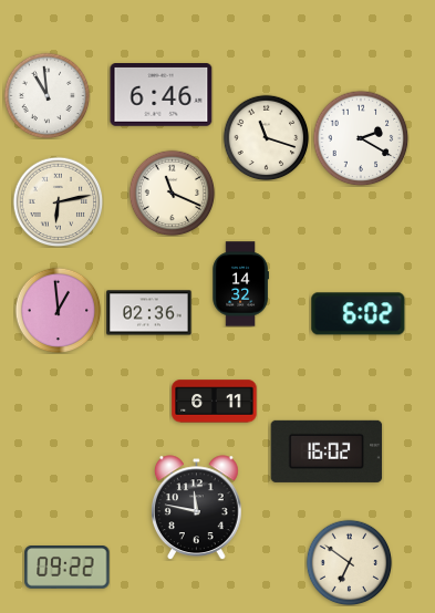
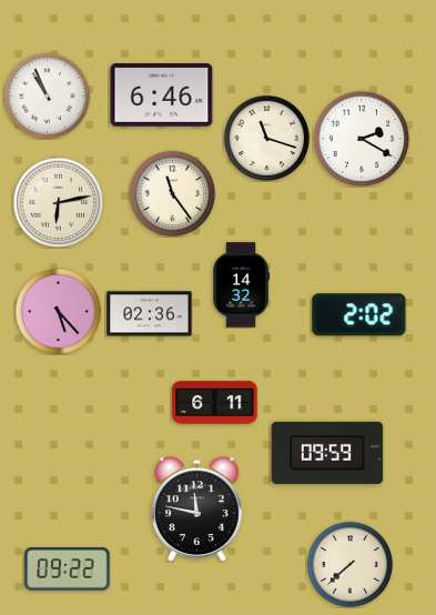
clock at (46, 95): 10:59 -> 10:56
clock at (172, 193): 11:19 -> 11:24
clock at (58, 310): 12:59 -> 5:23
clock at (359, 314): 6:02 -> 2:02
clock at (327, 451): 16:02 -> 09:59
clock at (349, 562): 6:51 -> 7:38
